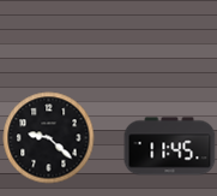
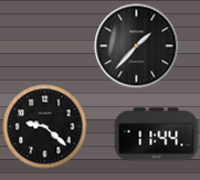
clock at (137, 46): none -> 1:37
clock at (170, 147): 11:45 -> 11:44
